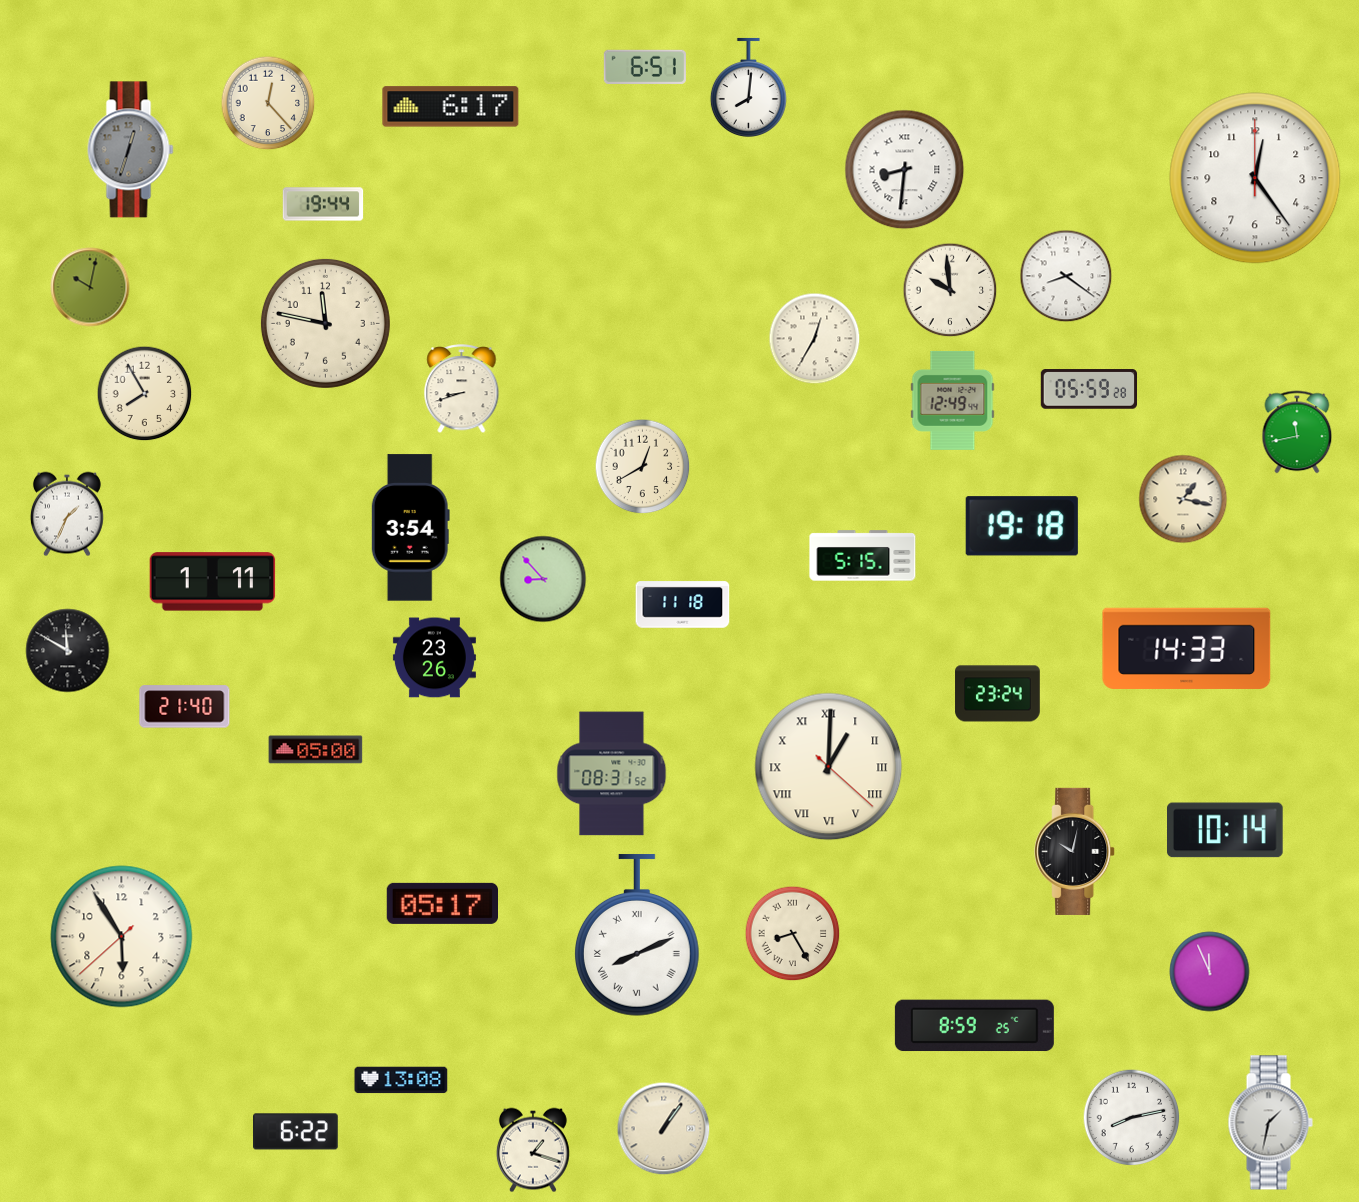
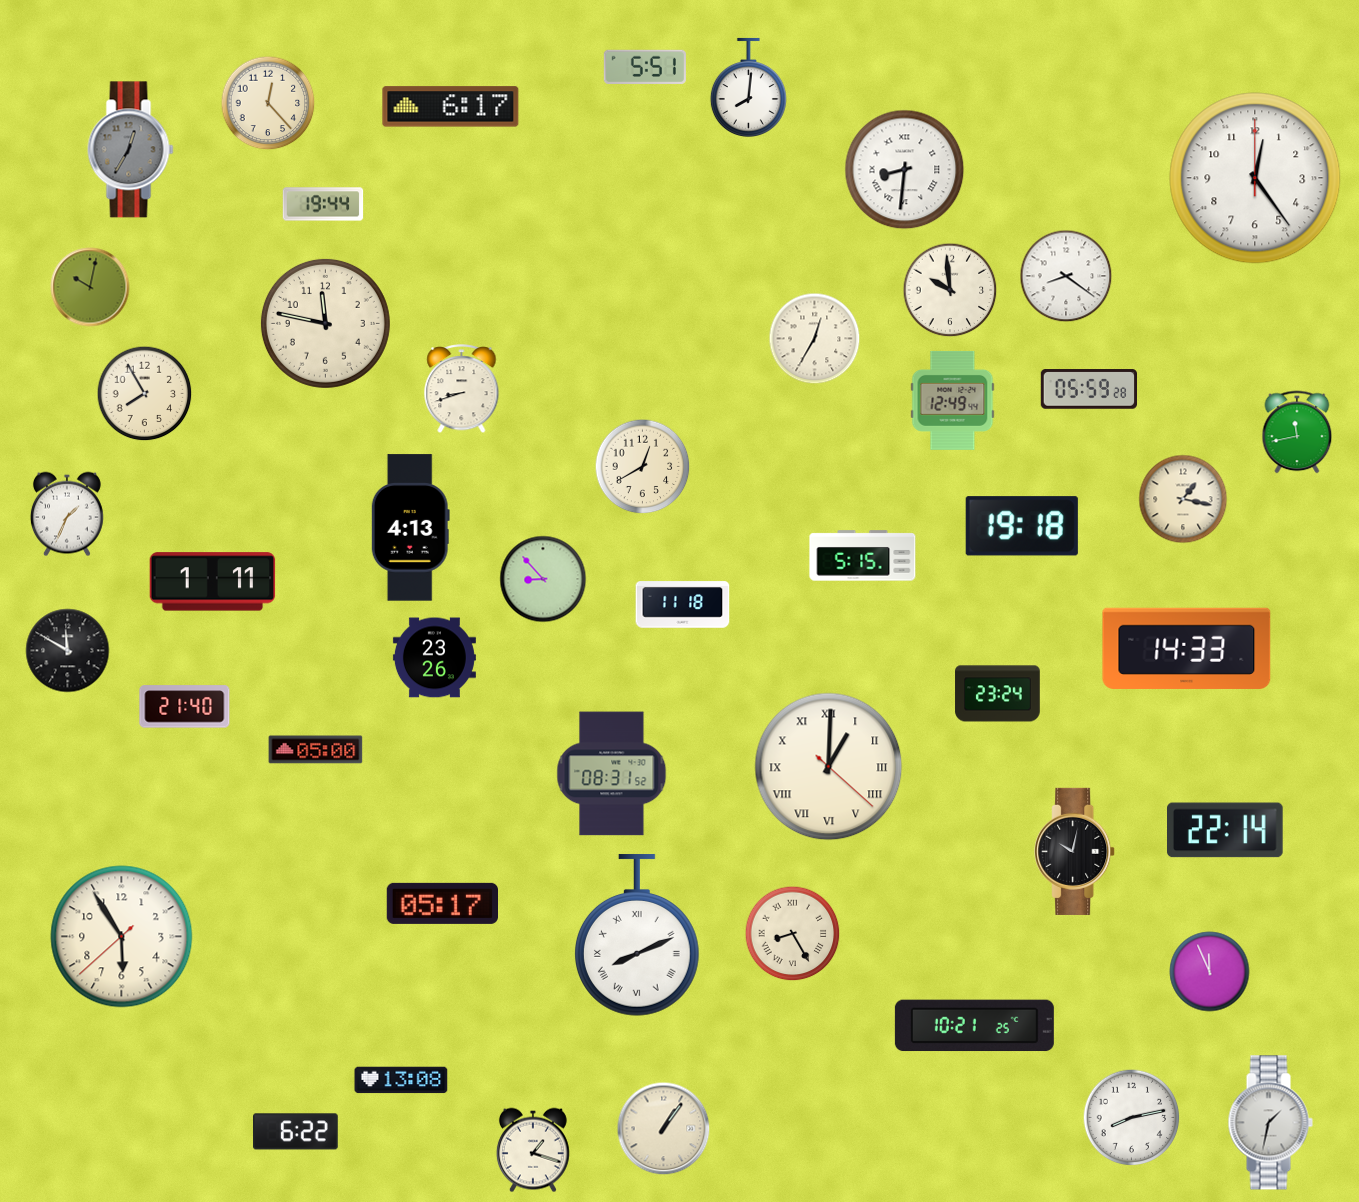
clock at (645, 67): 6:51 -> 5:51
clock at (131, 150): 12:33 -> 12:35
clock at (410, 528): 3:54 -> 4:13
clock at (1226, 830): 10:14 -> 22:14
clock at (974, 1026): 8:59 -> 10:21
